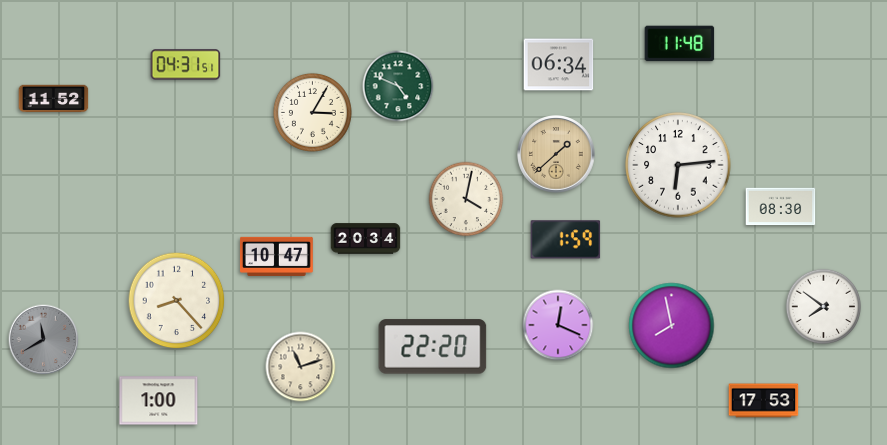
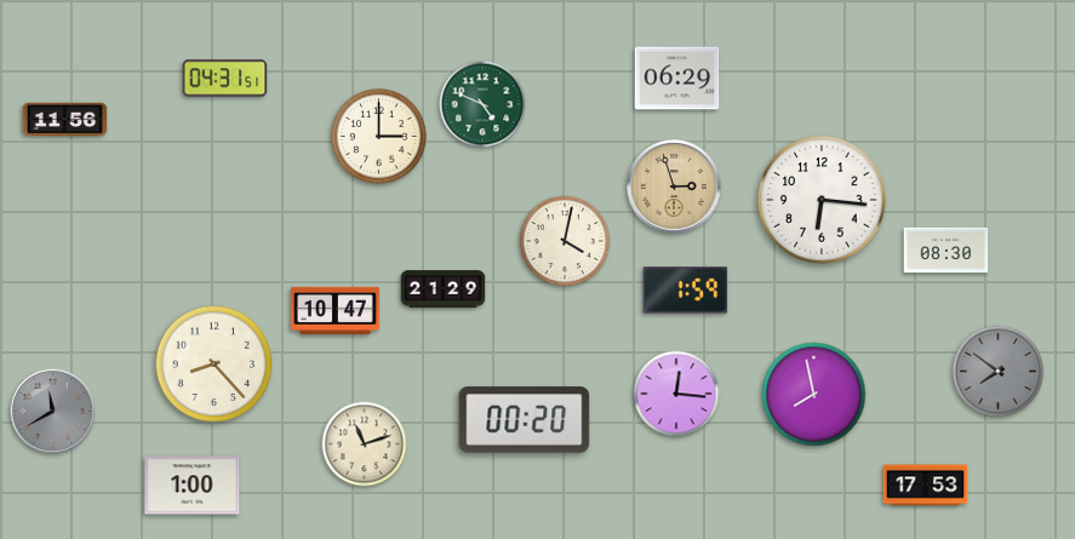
clock at (680, 44): 11:48 -> none
clock at (559, 65): 06:34 -> 06:29
clock at (54, 99): 11:52 -> 11:56
clock at (312, 112): 3:05 -> 3:00
clock at (556, 154): 1:38 -> 2:57
clock at (678, 165): 6:14 -> 6:16
clock at (366, 239): 20:34 -> 21:29
clock at (824, 307) dial: white -> grey
clock at (558, 325): 12:19 -> 12:16
clock at (433, 347): 22:20 -> 00:20
